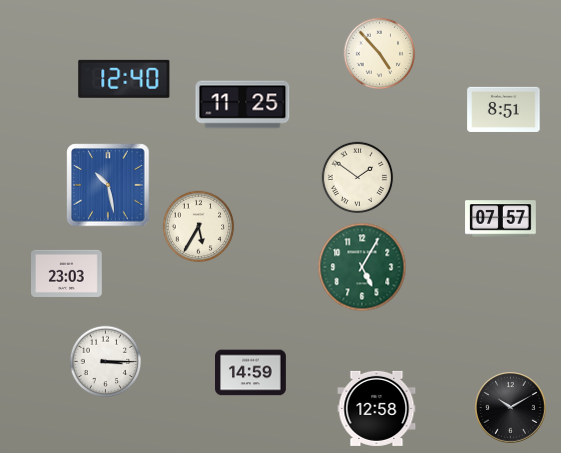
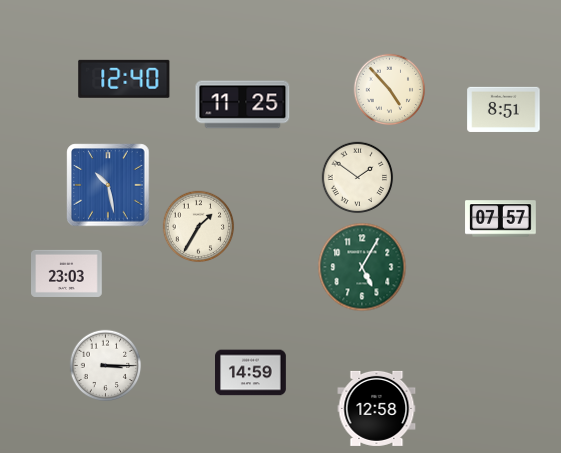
clock at (380, 54) position: (380, 54) -> (390, 90)
clock at (199, 227): 5:35 -> 1:35
clock at (106, 362) position: (106, 362) -> (106, 366)
clock at (511, 408): 10:10 -> none
